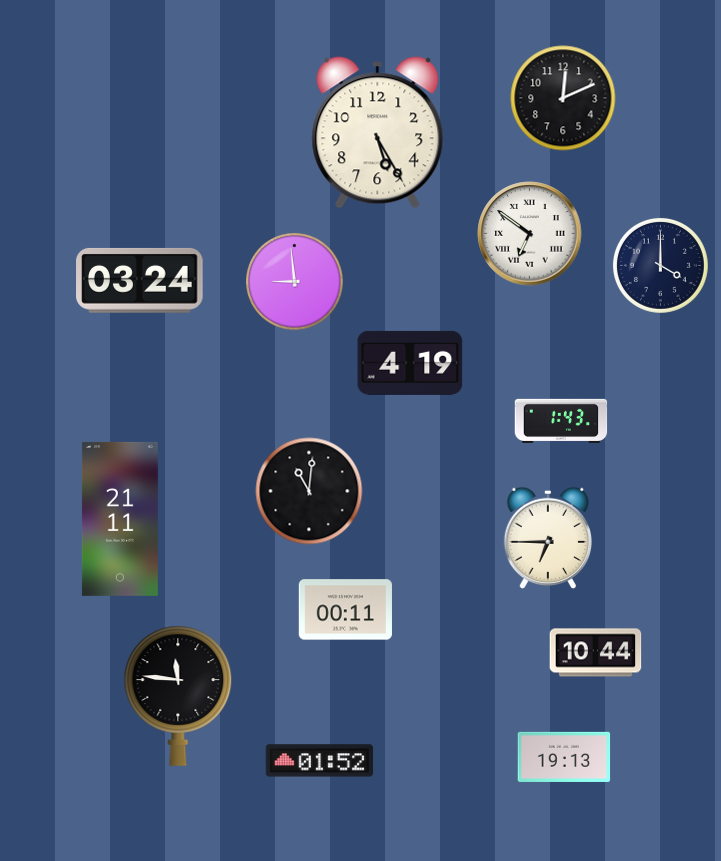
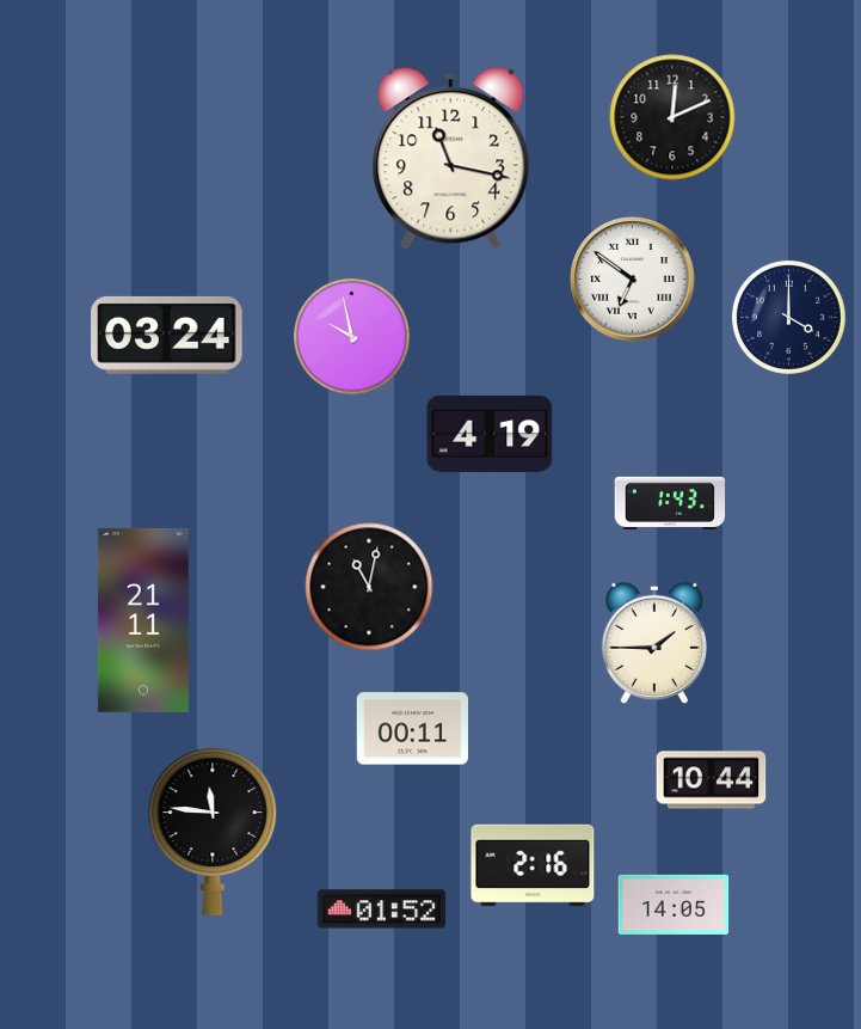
clock at (378, 133): 5:25 -> 11:17
clock at (295, 282): 8:59 -> 9:58
clock at (309, 491): 11:01 -> 11:02
clock at (547, 538): 6:45 -> 1:45
clock at (533, 865): none -> 2:16
clock at (564, 757): 19:13 -> 14:05
